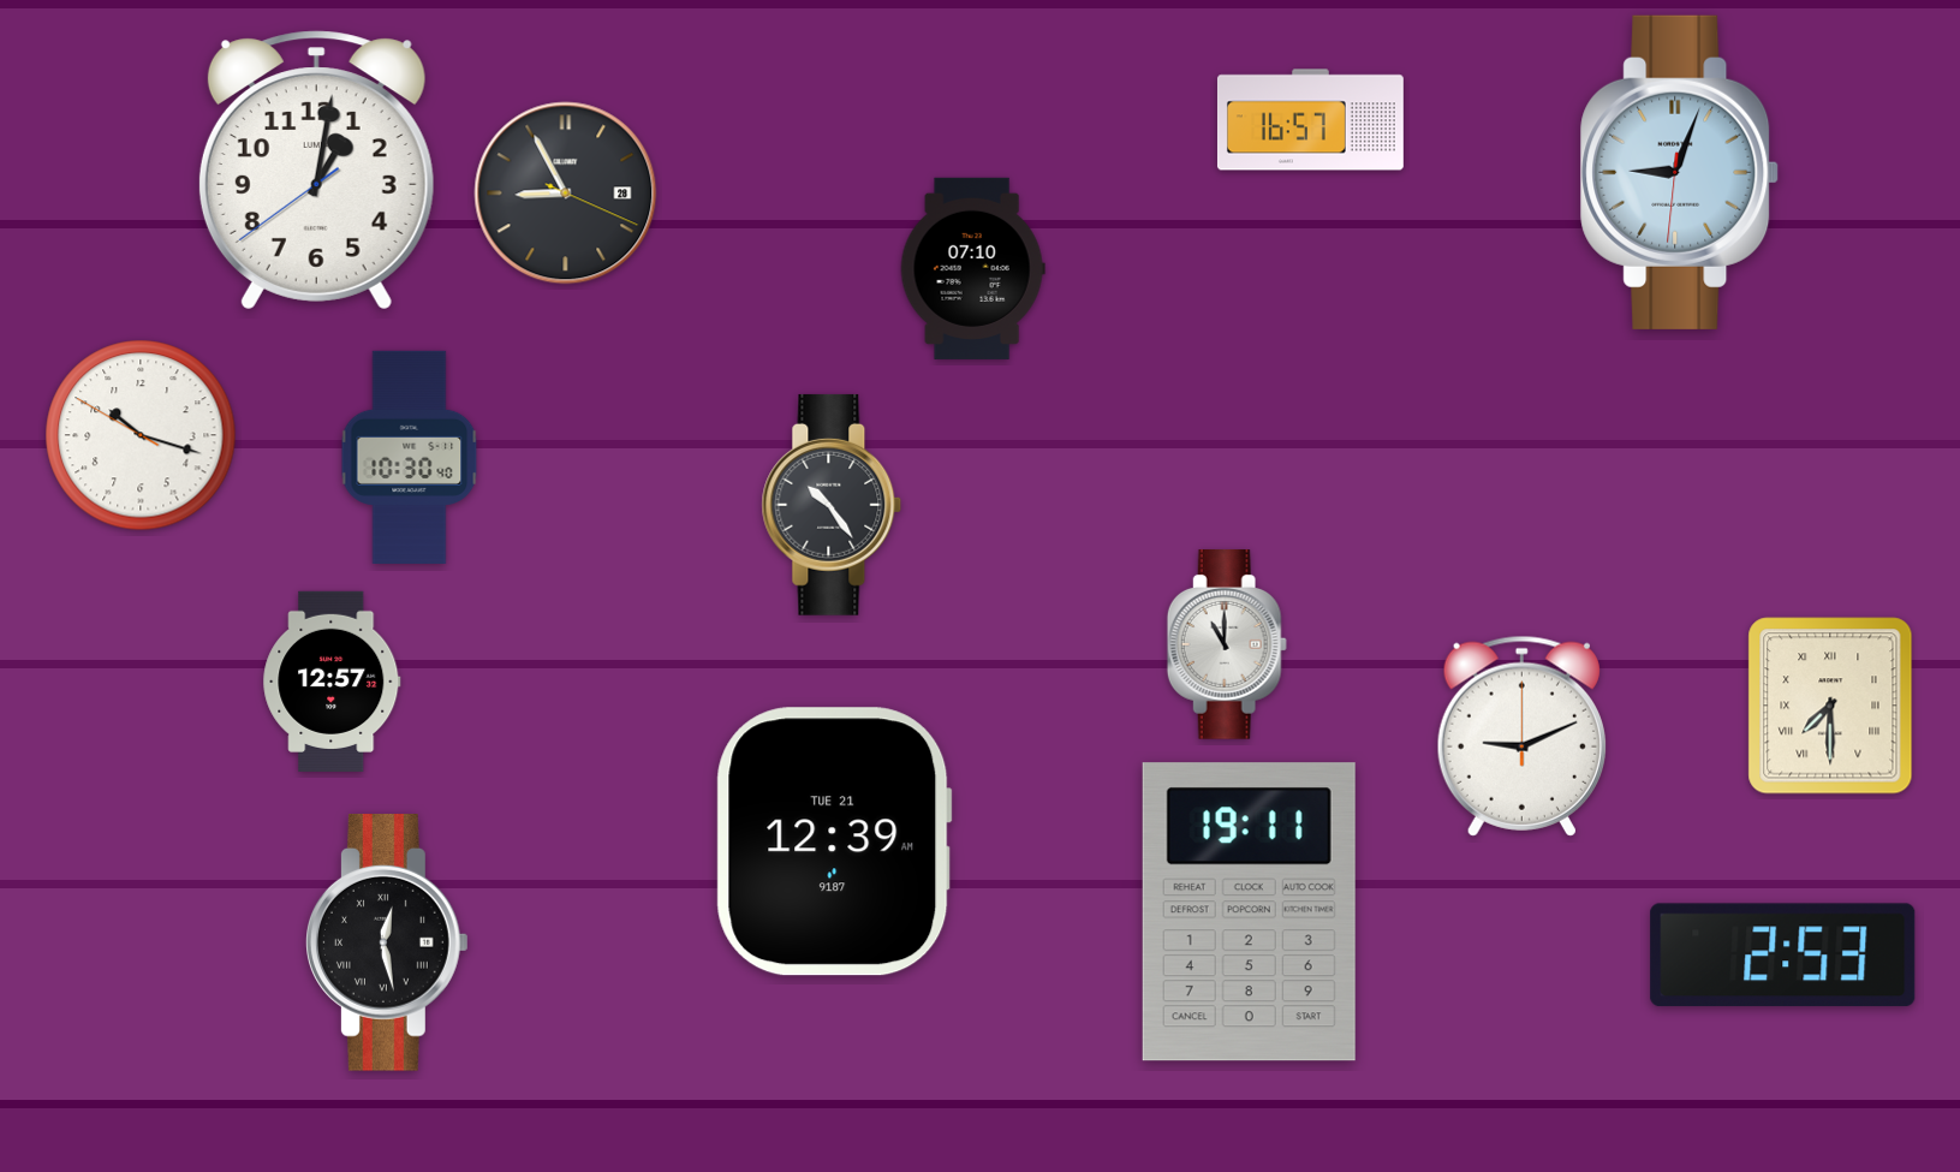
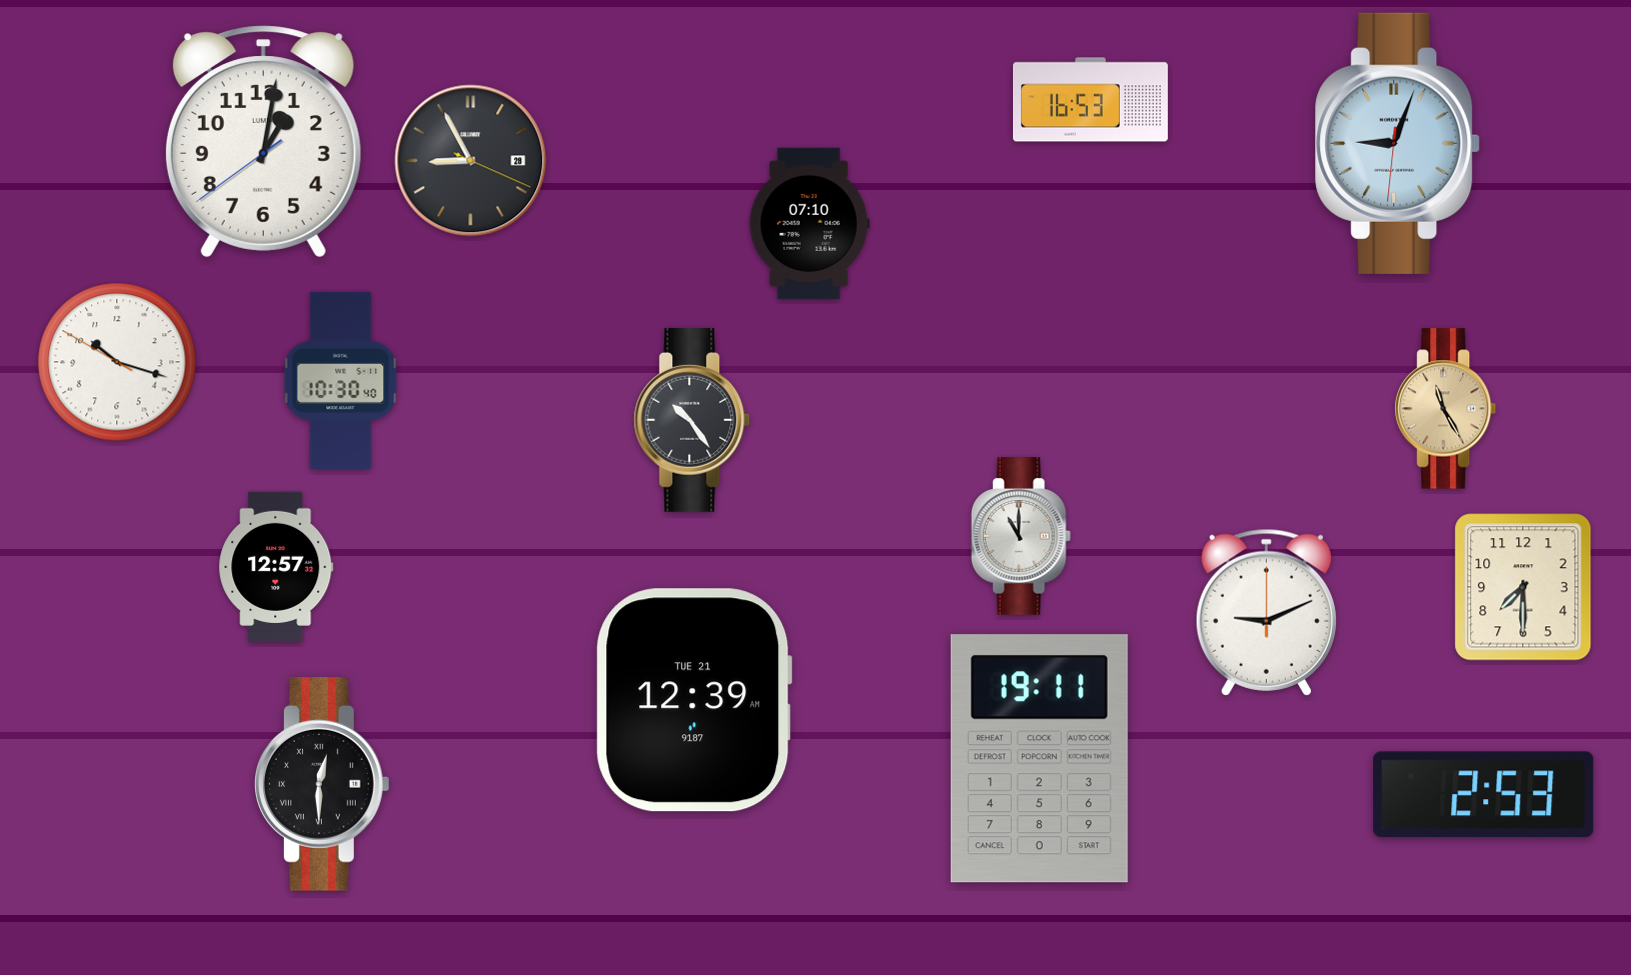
clock at (1310, 120): 16:57 -> 16:53
clock at (1446, 409): none -> 11:25
clock at (1830, 706) numerals: Roman -> Arabic
clock at (388, 944): 12:28 -> 12:30
